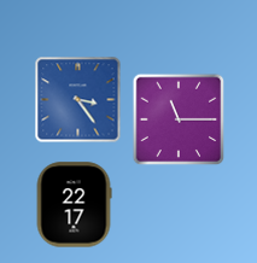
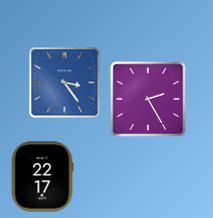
clock at (179, 119): 11:15 -> 2:25
clock at (74, 205) position: (74, 205) -> (42, 177)
